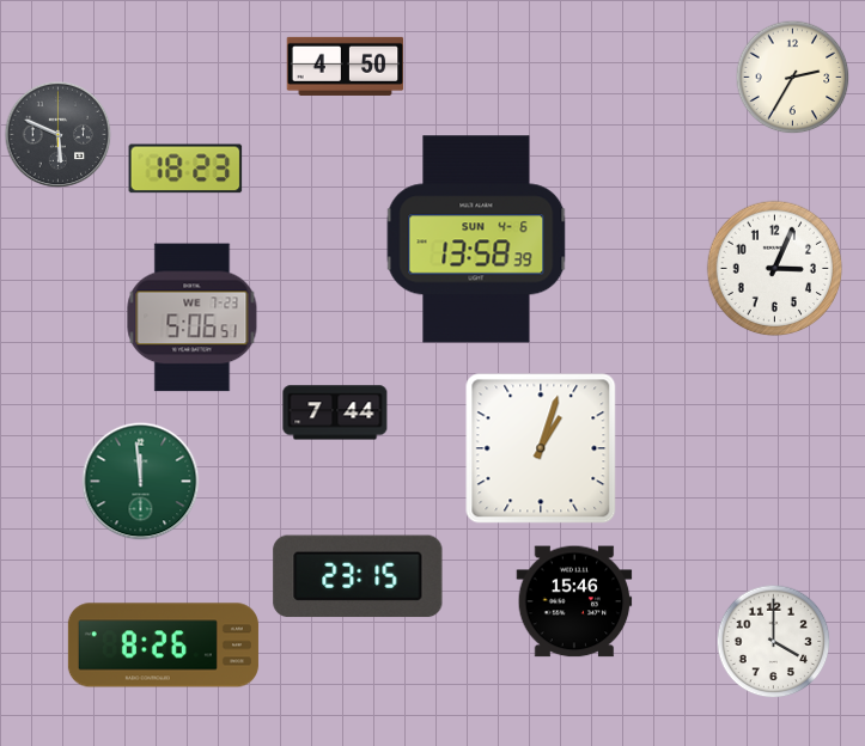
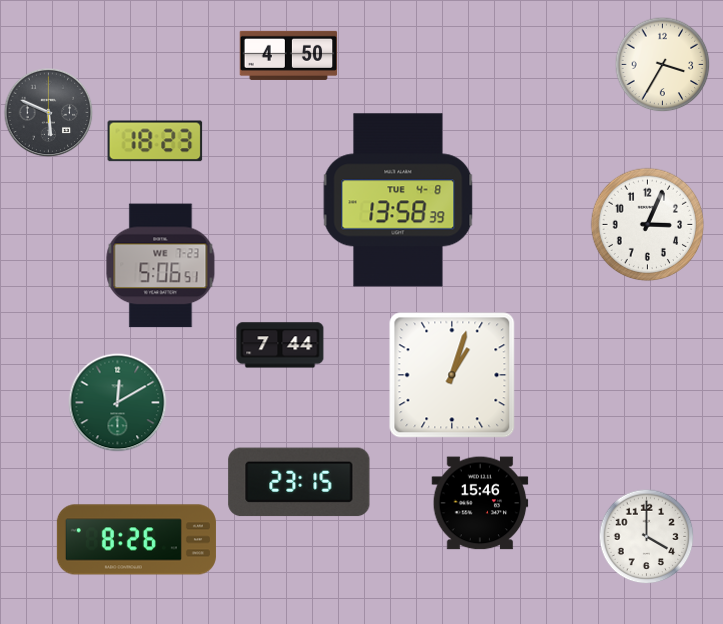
clock at (793, 78): 2:35 -> 3:35
clock at (476, 239) date: SUN 4-6 -> TUE 4-8
clock at (141, 482): 11:59 -> 12:10
